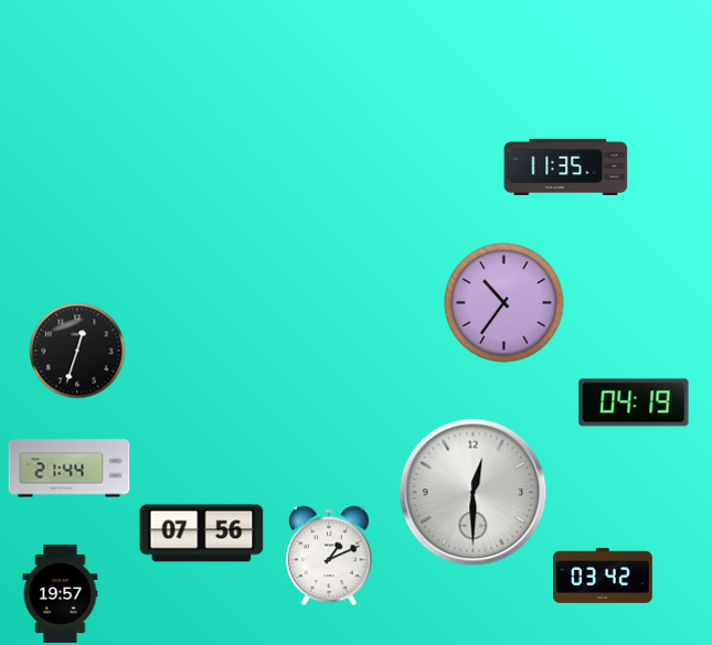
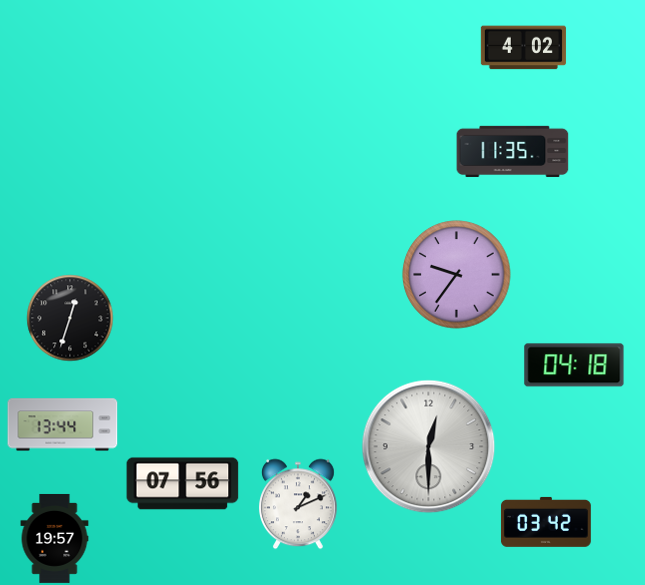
clock at (523, 48): none -> 4:02
clock at (504, 303): 10:36 -> 9:36
clock at (634, 402): 04:19 -> 04:18
clock at (70, 469): 21:44 -> 13:44
